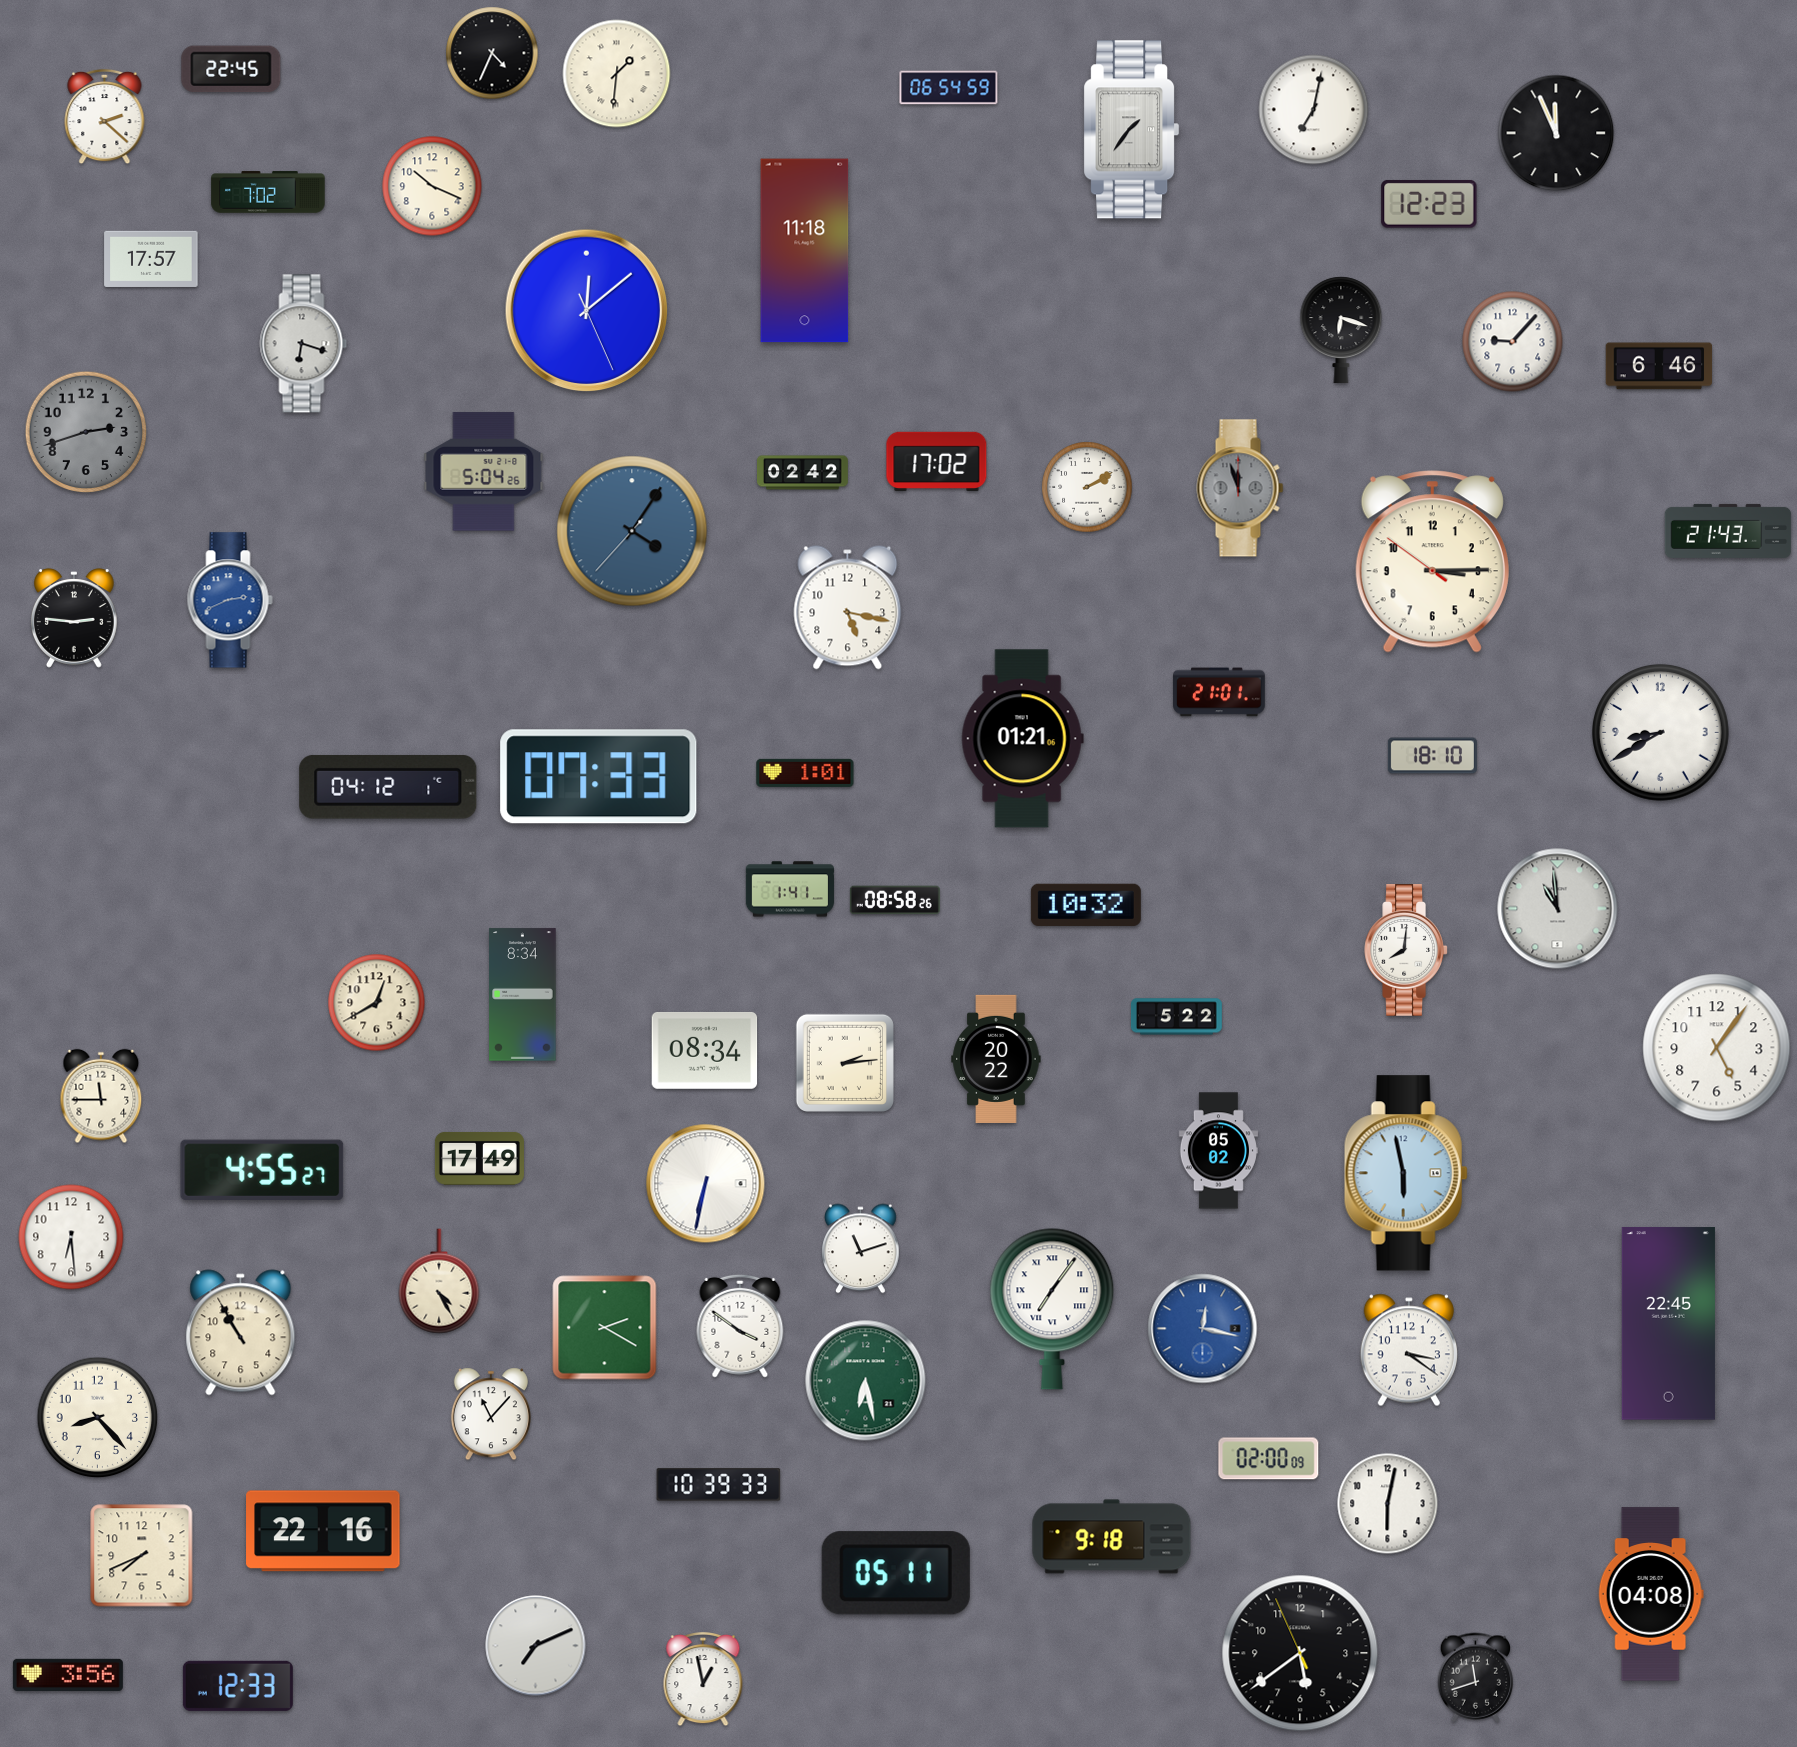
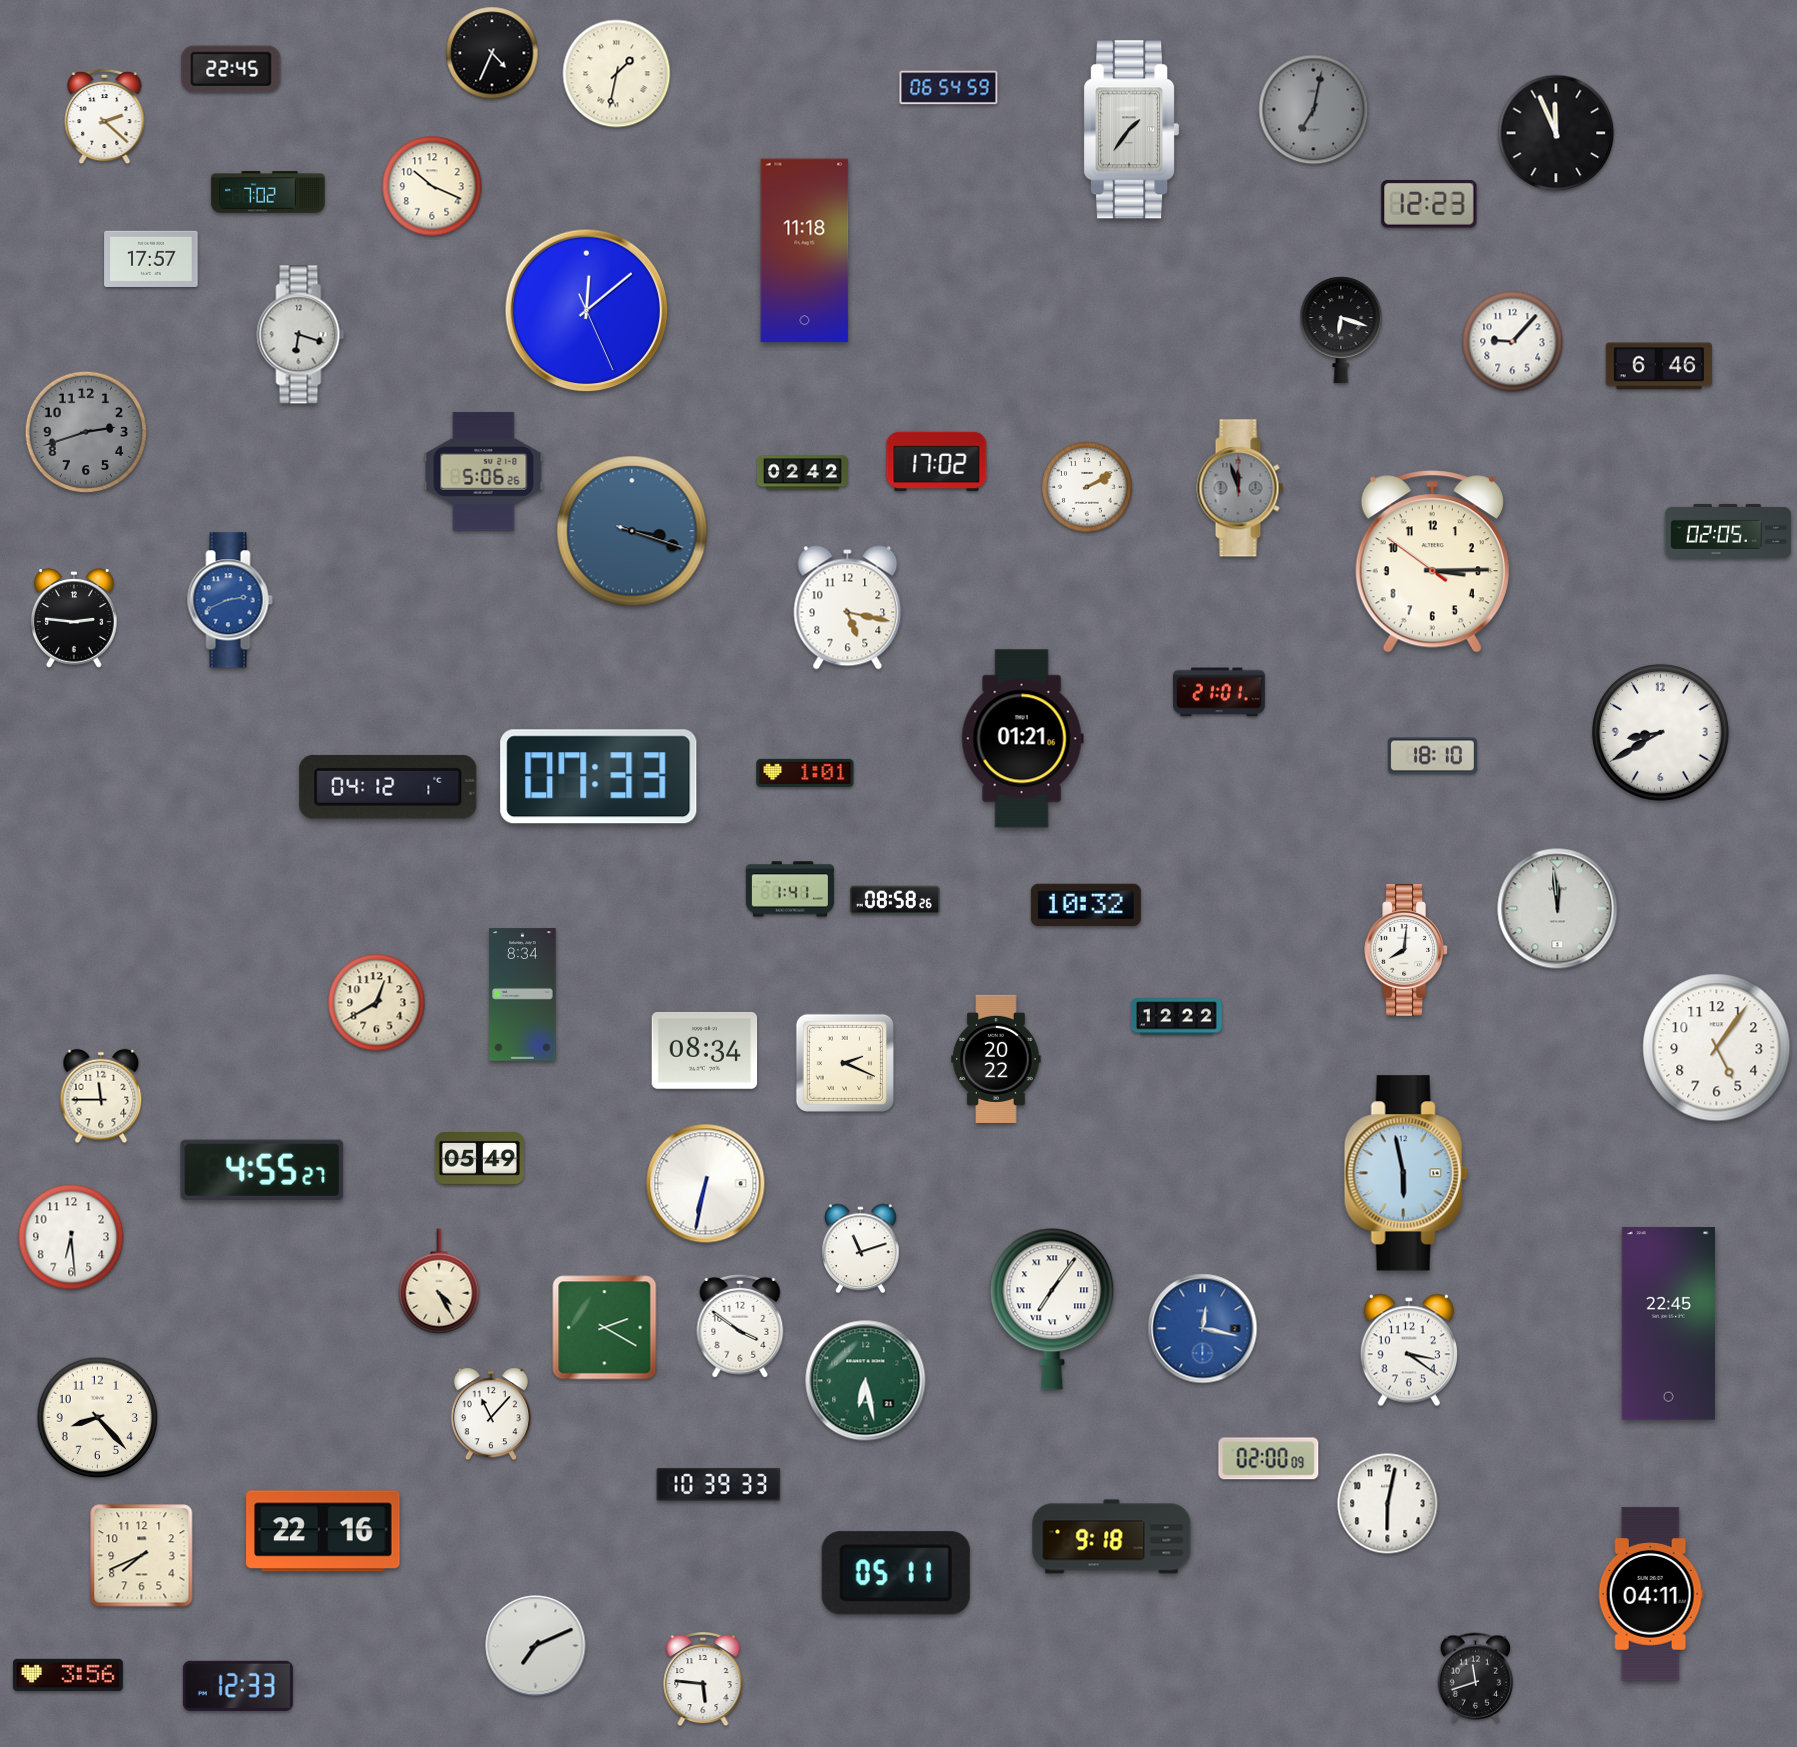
clock at (617, 74): 1:31 -> 1:32
clock at (1314, 110) dial: white -> grey
clock at (304, 344) position: (304, 344) -> (301, 335)
clock at (484, 472): 5:04 -> 5:06
clock at (632, 531): 4:05 -> 3:18
clock at (1728, 531): 21:43 -> 02:05
clock at (1558, 909): 10:59 -> 11:59
clock at (1176, 1017): 5:22 -> 12:22
clock at (845, 1063): 2:14 -> 2:19
clock at (1218, 1151): 05:02 -> none
clock at (479, 1158): 17:49 -> 05:49
clock at (241, 1333): 10:55 -> none
clock at (1651, 1594): 04:08 -> 04:11
clock at (1300, 1653): 5:38 -> none
clock at (703, 1680): 12:58 -> 5:46
